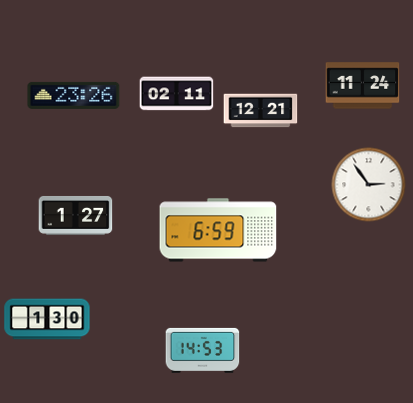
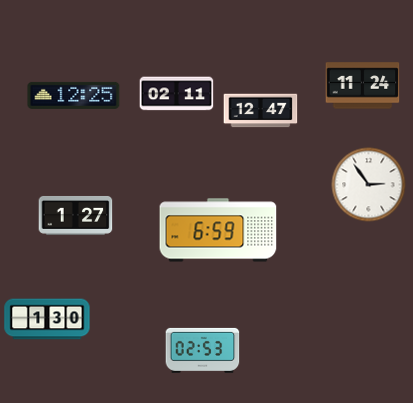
clock at (74, 95): 23:26 -> 12:25
clock at (261, 111): 12:21 -> 12:47
clock at (203, 350): 14:53 -> 02:53
